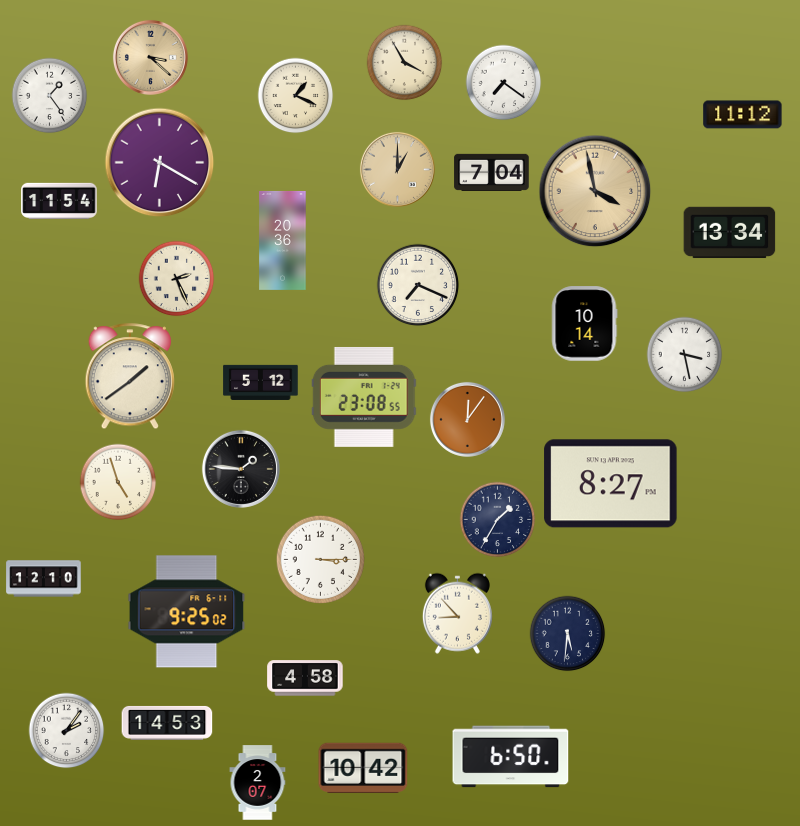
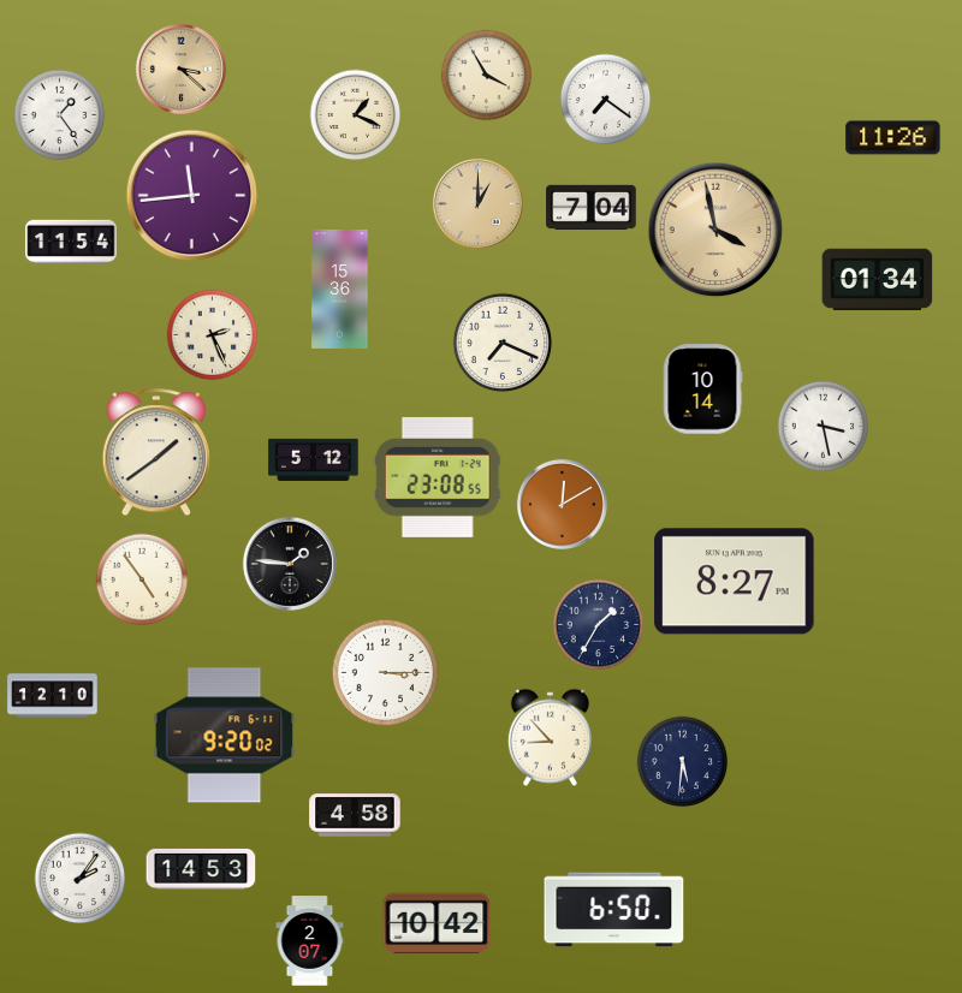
clock at (743, 115): 11:12 -> 11:26
clock at (160, 163): 6:20 -> 11:44
clock at (730, 233): 13:34 -> 01:34
clock at (283, 240): 20:36 -> 15:36
clock at (467, 419): 12:06 -> 12:10
clock at (118, 482): 4:57 -> 4:54
clock at (187, 612): 9:25 -> 9:20
clock at (305, 678) position: (305, 678) -> (355, 815)
